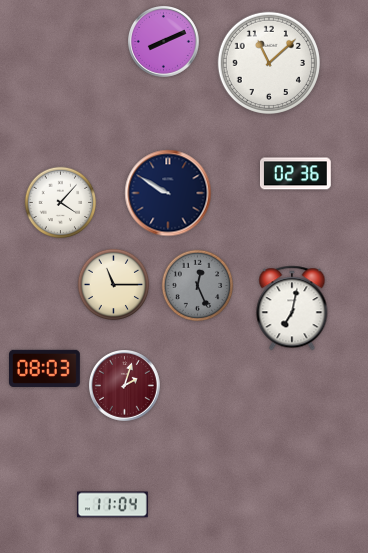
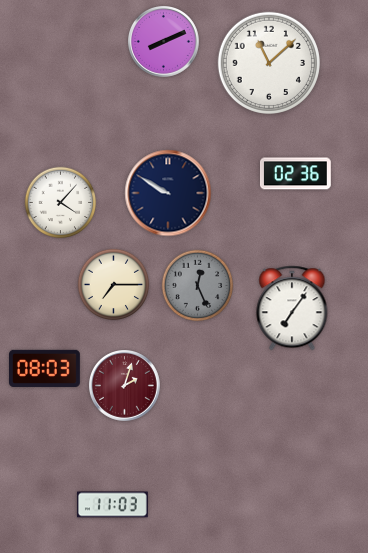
clock at (114, 285): 11:15 -> 7:15
clock at (292, 308): 7:02 -> 7:06
clock at (112, 505): 11:04 -> 11:03
